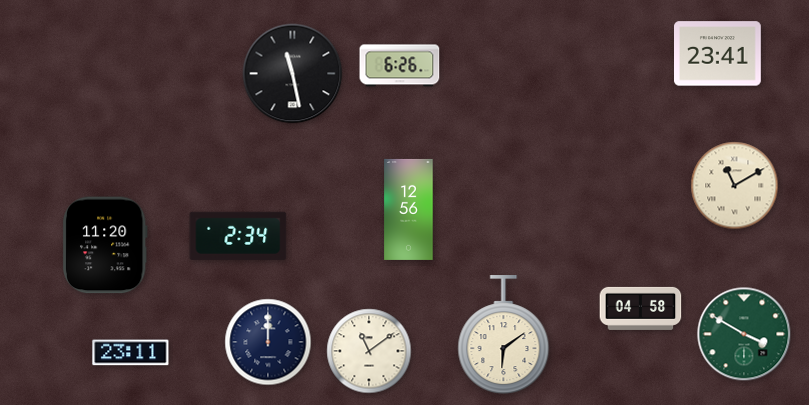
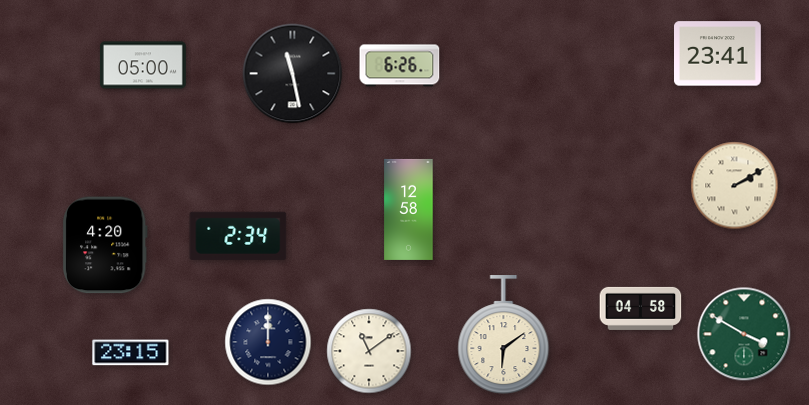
clock at (143, 65): none -> 05:00
clock at (735, 186): 11:10 -> 2:10
clock at (409, 209): 12:56 -> 12:58
clock at (105, 245): 11:20 -> 4:20
clock at (131, 353): 23:11 -> 23:15
